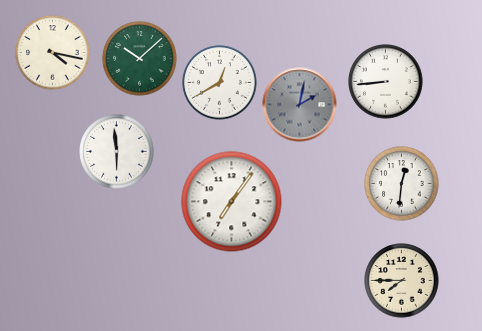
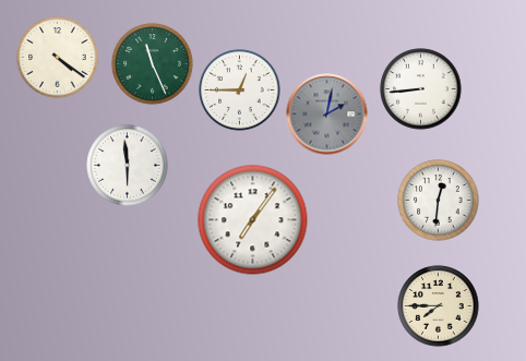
clock at (53, 53): 4:17 -> 4:21
clock at (140, 59): 10:08 -> 11:26
clock at (220, 83): 12:40 -> 12:45
